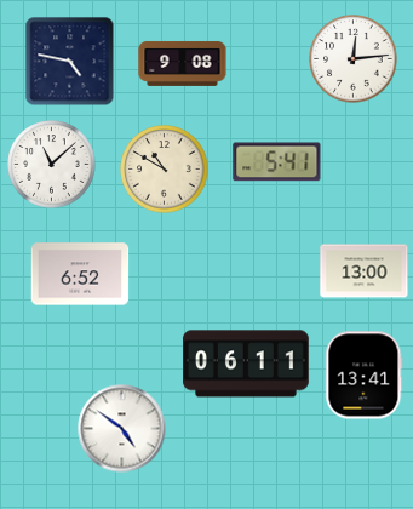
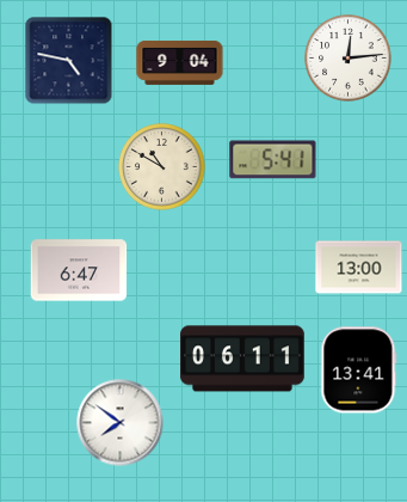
clock at (183, 63): 9:08 -> 9:04
clock at (52, 165): 11:08 -> none
clock at (80, 274): 6:52 -> 6:47
clock at (122, 429): 4:51 -> 7:51
